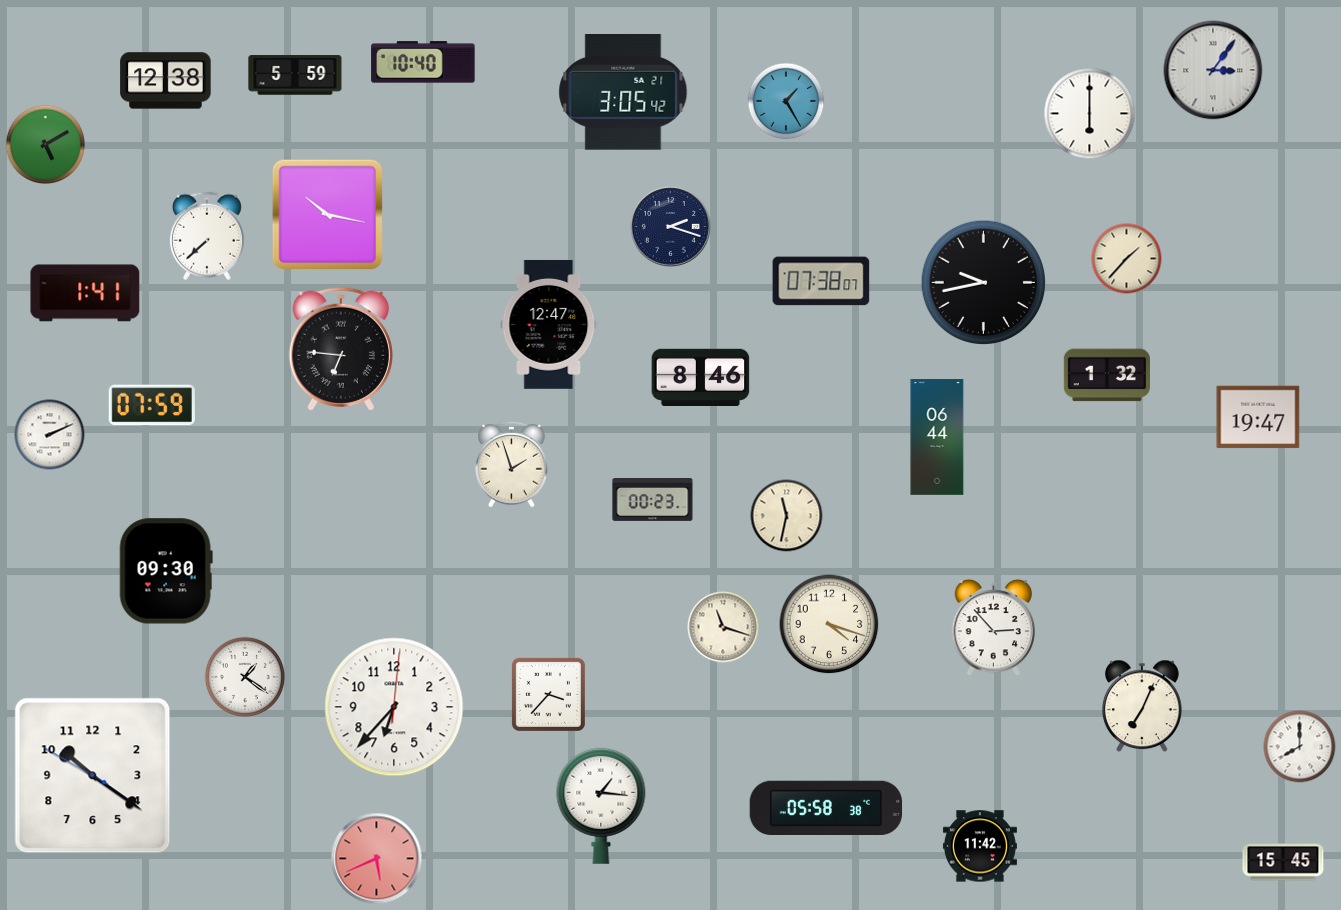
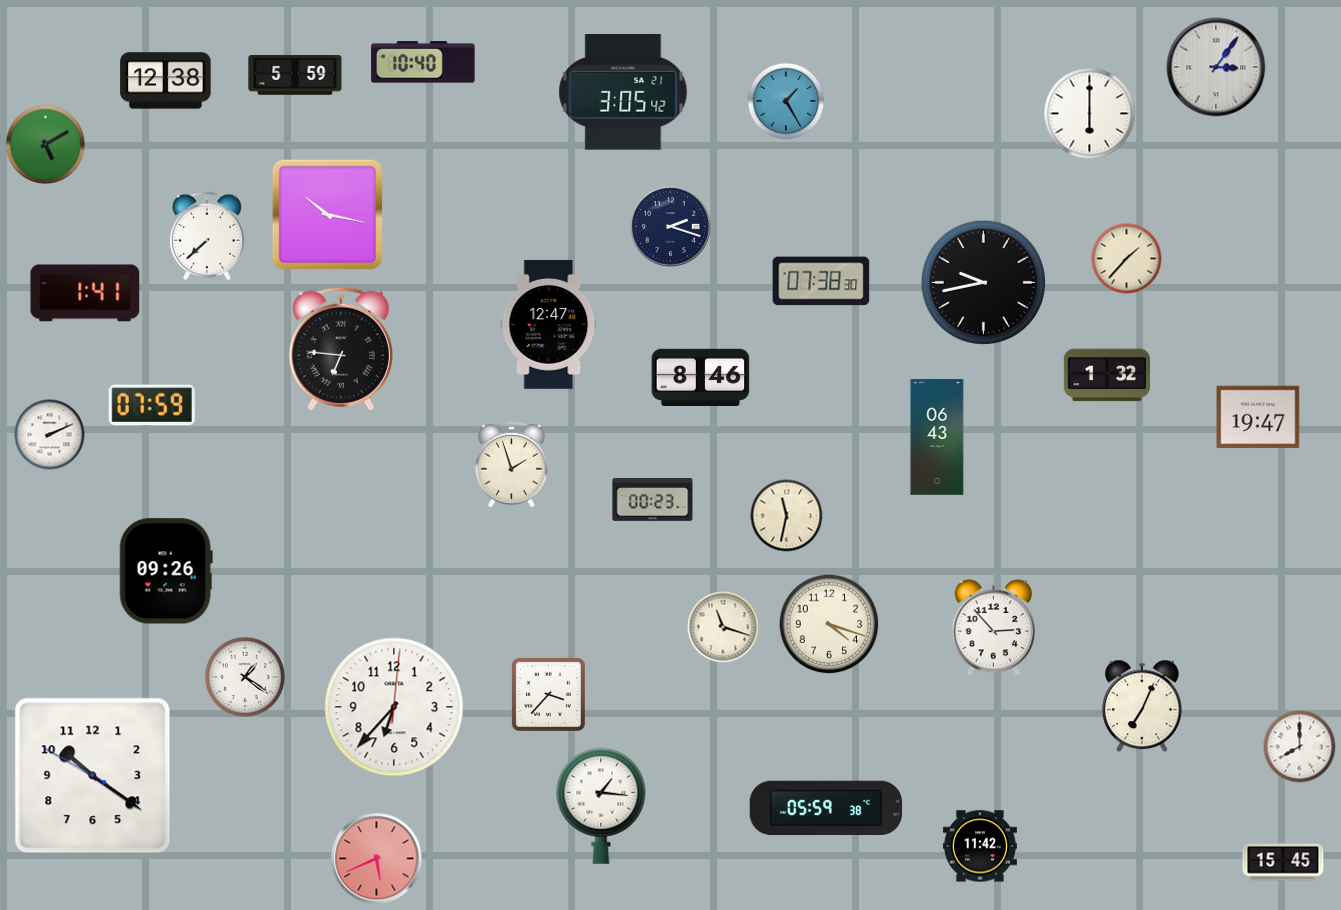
clock at (1213, 70) position: (1213, 70) -> (1216, 67)
clock at (821, 281): 07:38:07 -> 07:38:30
clock at (937, 437): 06:44 -> 06:43
clock at (166, 571): 09:30 -> 09:26
clock at (826, 807): 05:58 -> 05:59
